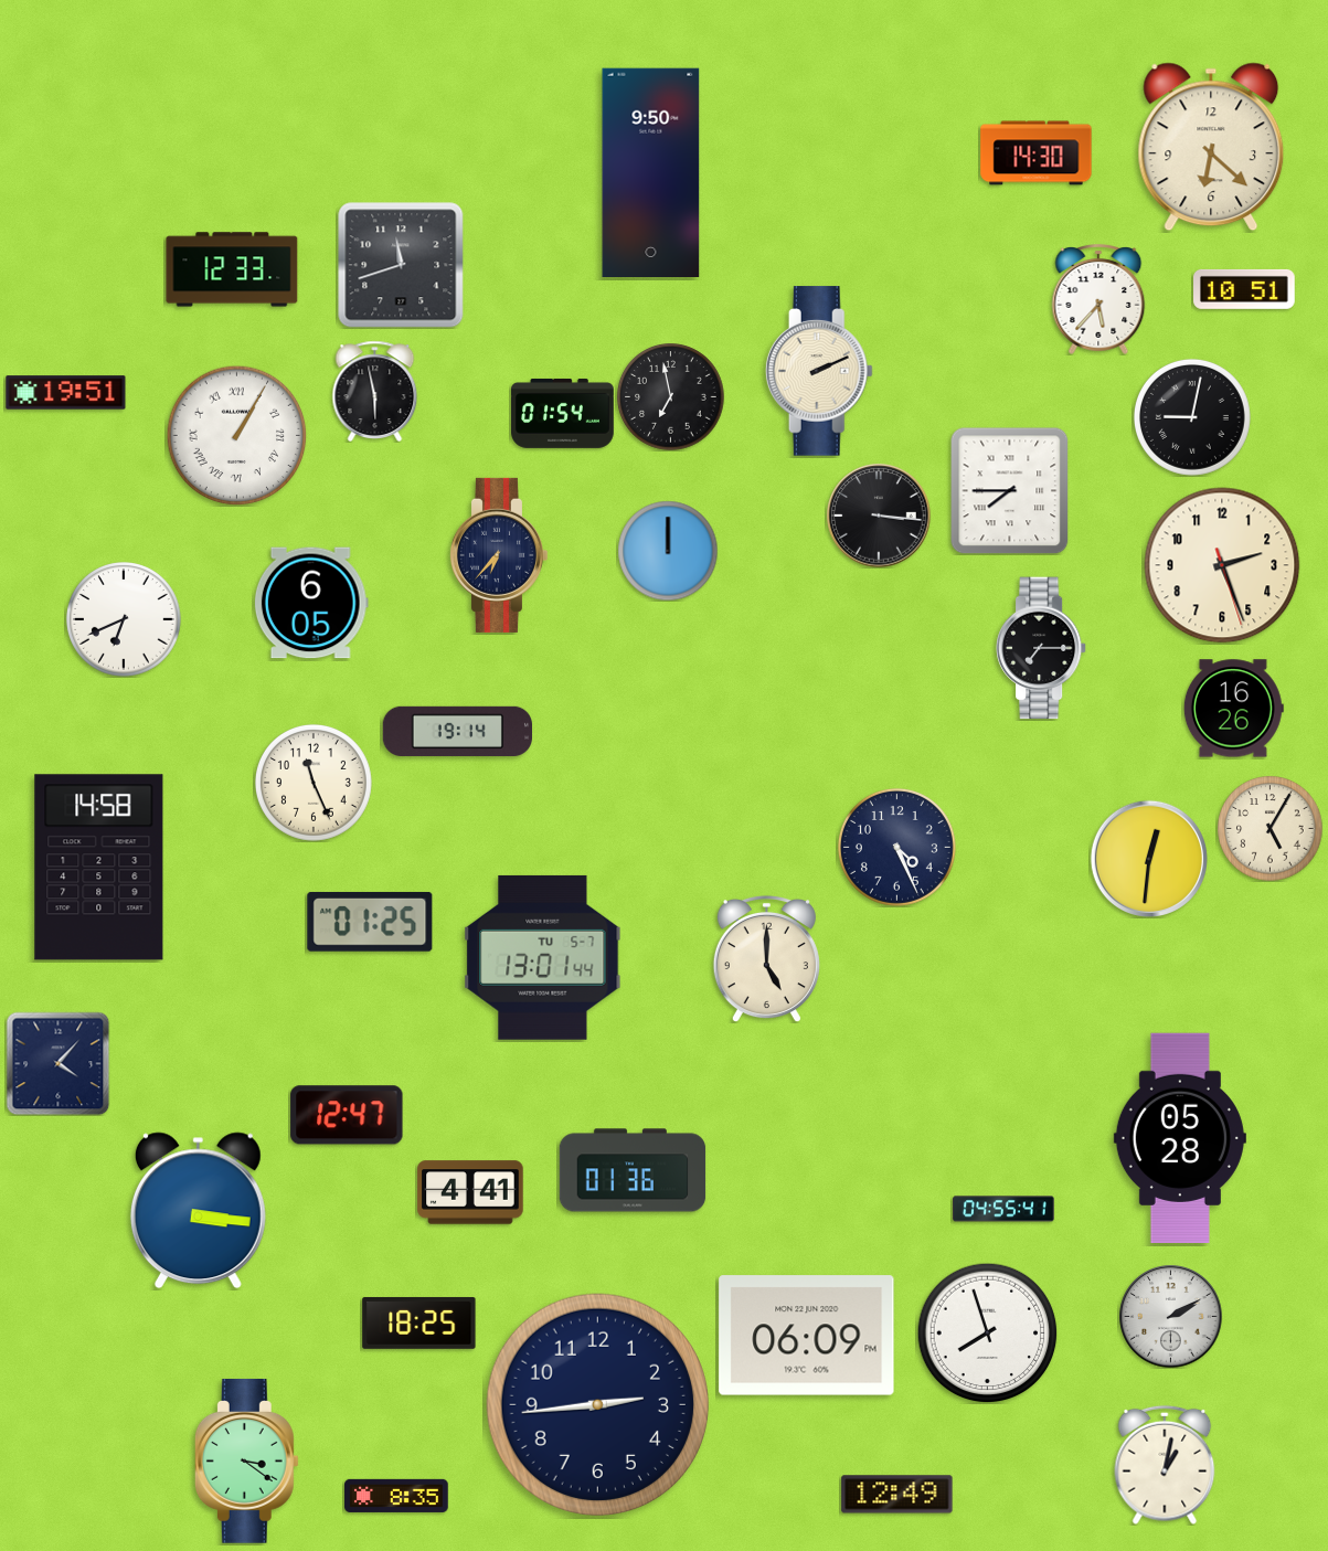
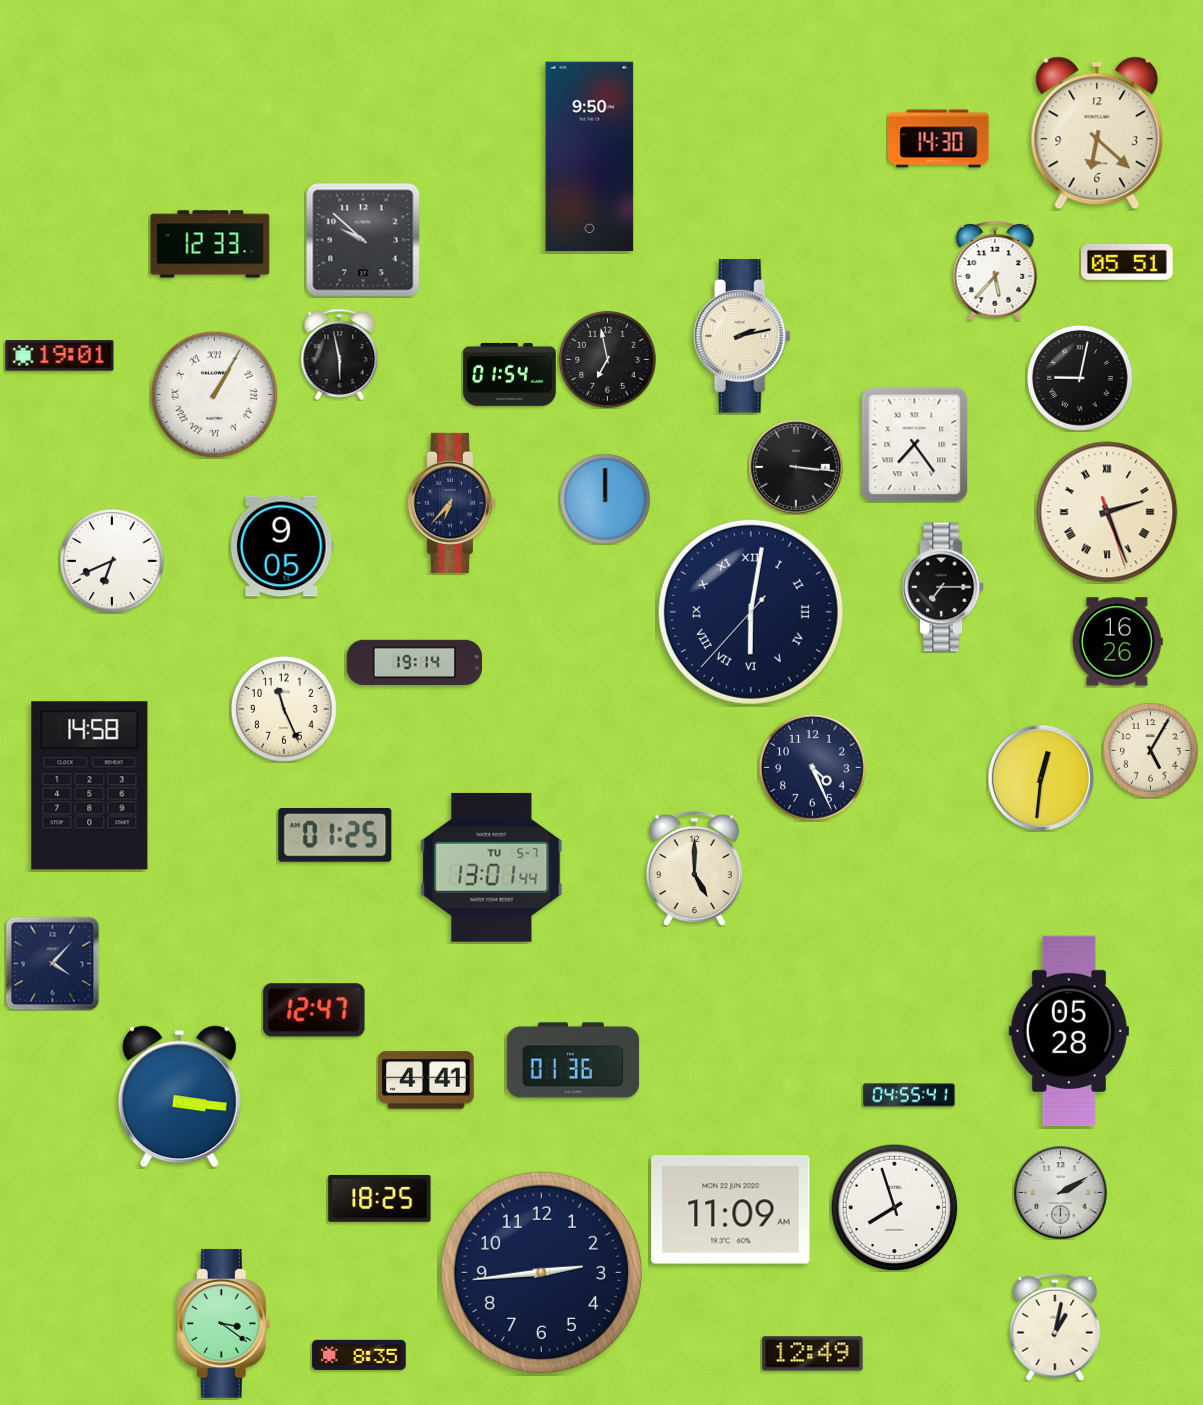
clock at (401, 265): 11:42 -> 9:52
clock at (1245, 289): 10:51 -> 05:51
clock at (819, 371): 2:11 -> 2:13
clock at (66, 393): 19:51 -> 19:01
clock at (1010, 490): 7:45 -> 7:24
clock at (1222, 565) numerals: Arabic -> Roman
clock at (311, 603): 6:05 -> 9:05
clock at (751, 612): none -> 6:01
clock at (807, 1336): 06:09 -> 11:09
